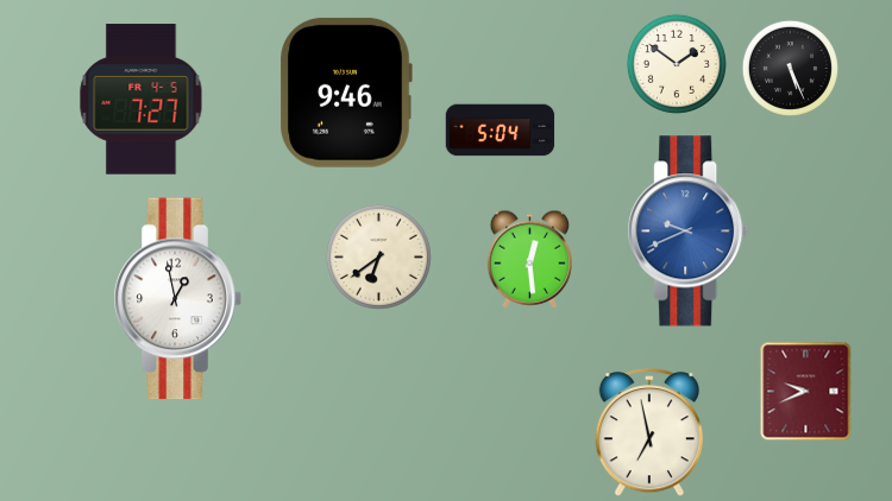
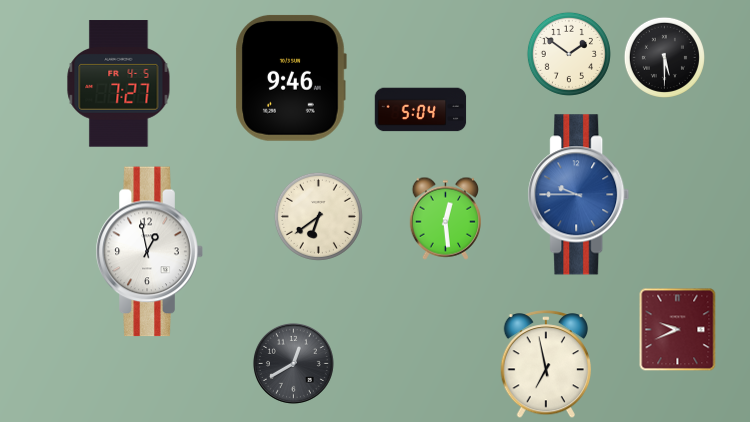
clock at (790, 68): 5:26 -> 5:30
clock at (689, 232): 9:41 -> 9:45
clock at (293, 363): none -> 12:40
